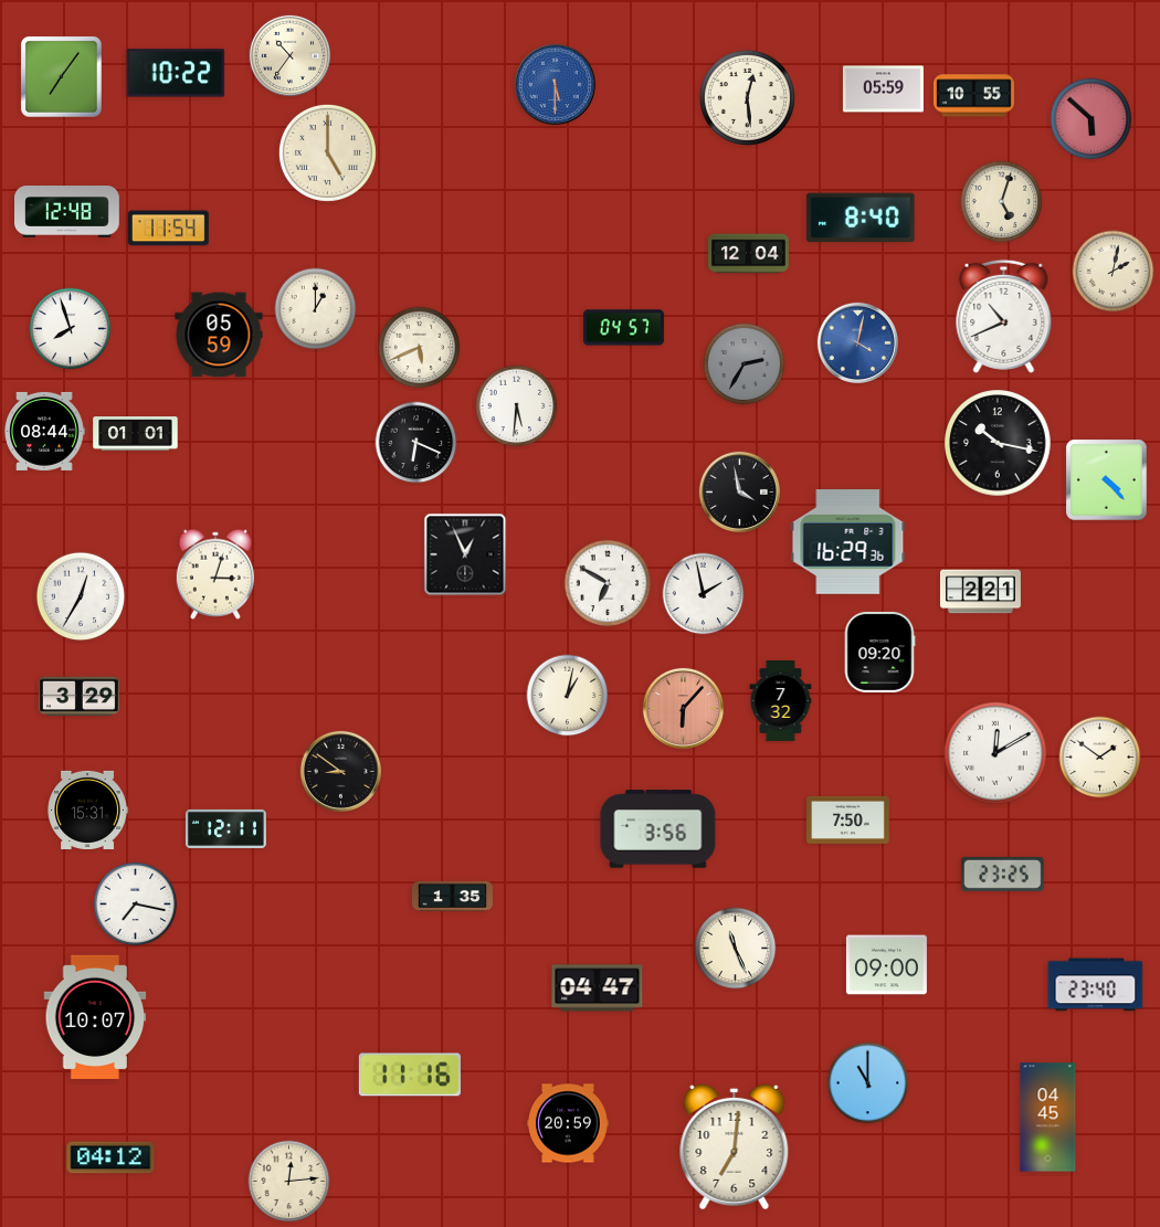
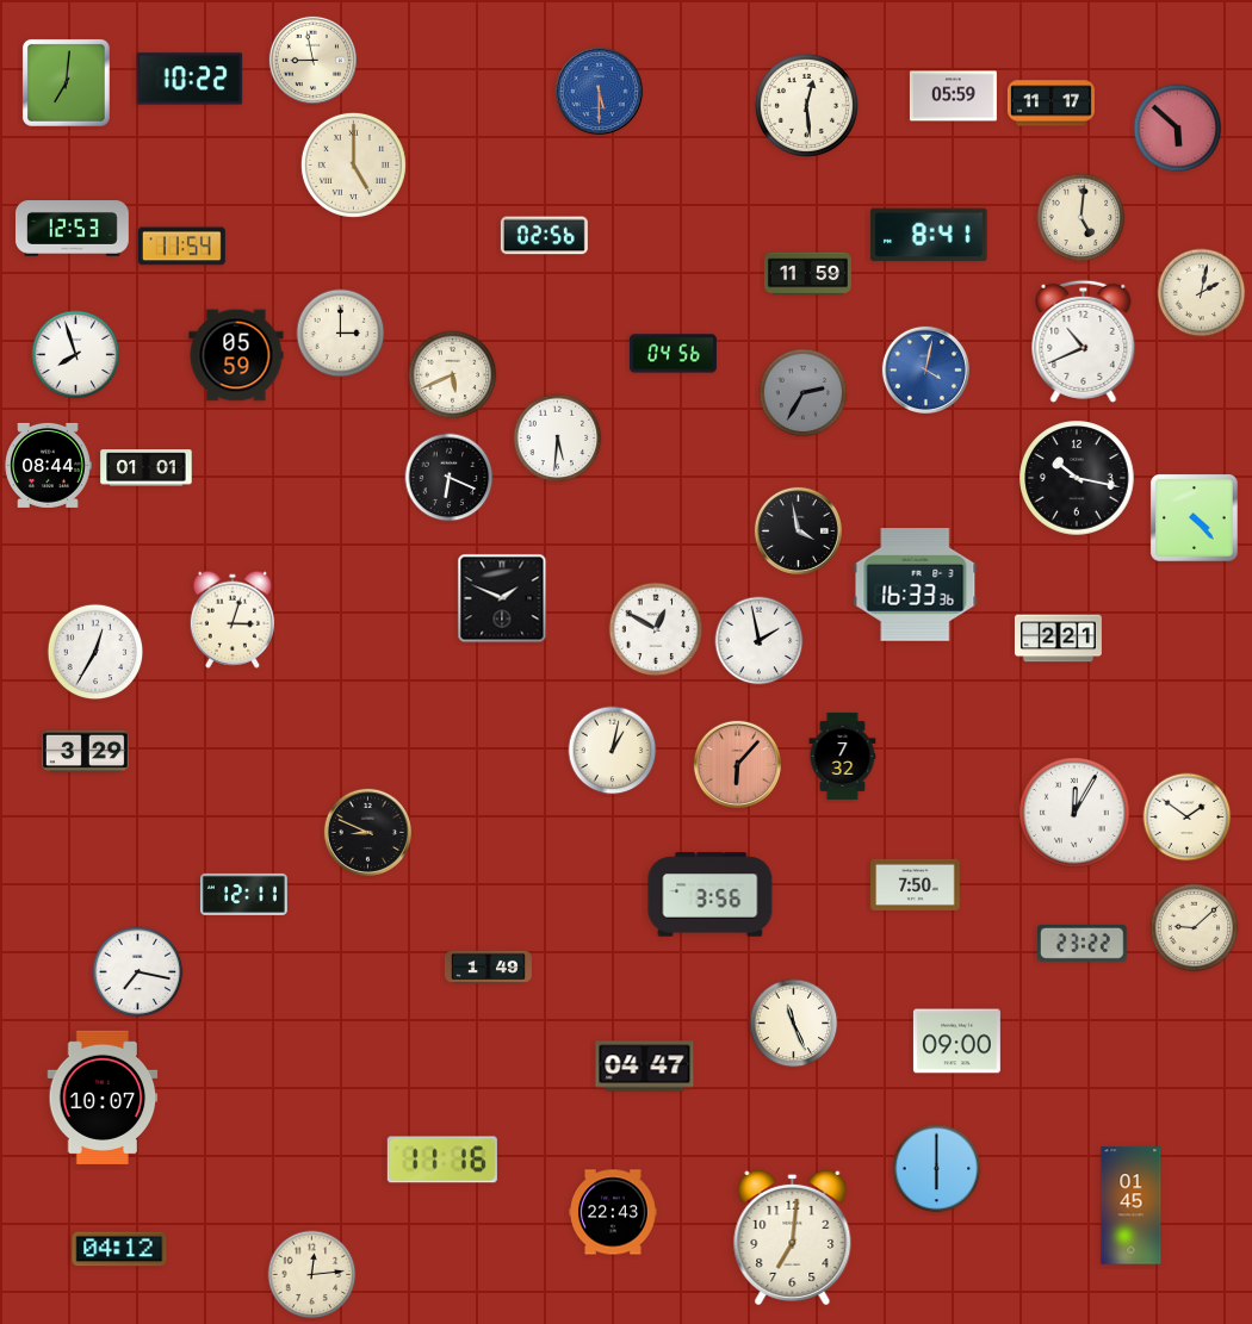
clock at (289, 55): 10:36 -> 8:58
clock at (62, 77): 7:06 -> 7:01
clock at (973, 96): 10:55 -> 11:17
clock at (1002, 202): 5:03 -> 5:01
clock at (67, 212): 12:48 -> 12:53
clock at (861, 218): 8:40 -> 8:41
clock at (544, 236): none -> 02:56
clock at (748, 254): 12:04 -> 11:59
clock at (316, 309): 1:00 -> 3:00
clock at (623, 328): 04:57 -> 04:56
clock at (219, 335) position: (219, 335) -> (236, 355)
clock at (848, 542): 16:29 -> 16:33
clock at (465, 554): 12:56 -> 1:49
clock at (608, 583): 6:50 -> 12:50
clock at (81, 596) position: (81, 596) -> (95, 652)
clock at (879, 652): 09:20 -> none
clock at (996, 754): 12:10 -> 12:05
clock at (340, 771): 8:51 -> 8:49
clock at (87, 810): 15:31 -> none
clock at (1195, 928): none -> 9:08
clock at (1003, 874): 23:25 -> 23:22
clock at (452, 896): 1:35 -> 1:49
clock at (136, 905) position: (136, 905) -> (138, 972)
clock at (1096, 985): 23:40 -> none
clock at (868, 1083): 11:00 -> 6:00
clock at (1048, 1118): 04:45 -> 01:45
clock at (569, 1123): 20:59 -> 22:43
